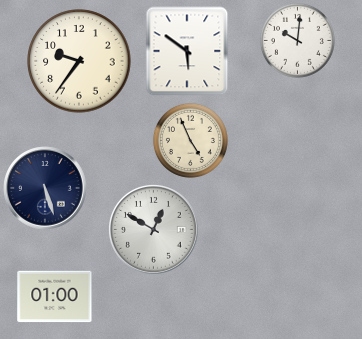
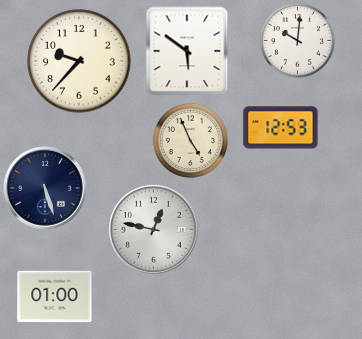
clock at (79, 61): 9:36 -> 9:37
clock at (281, 128): none -> 12:53
clock at (154, 230): 12:50 -> 12:47
